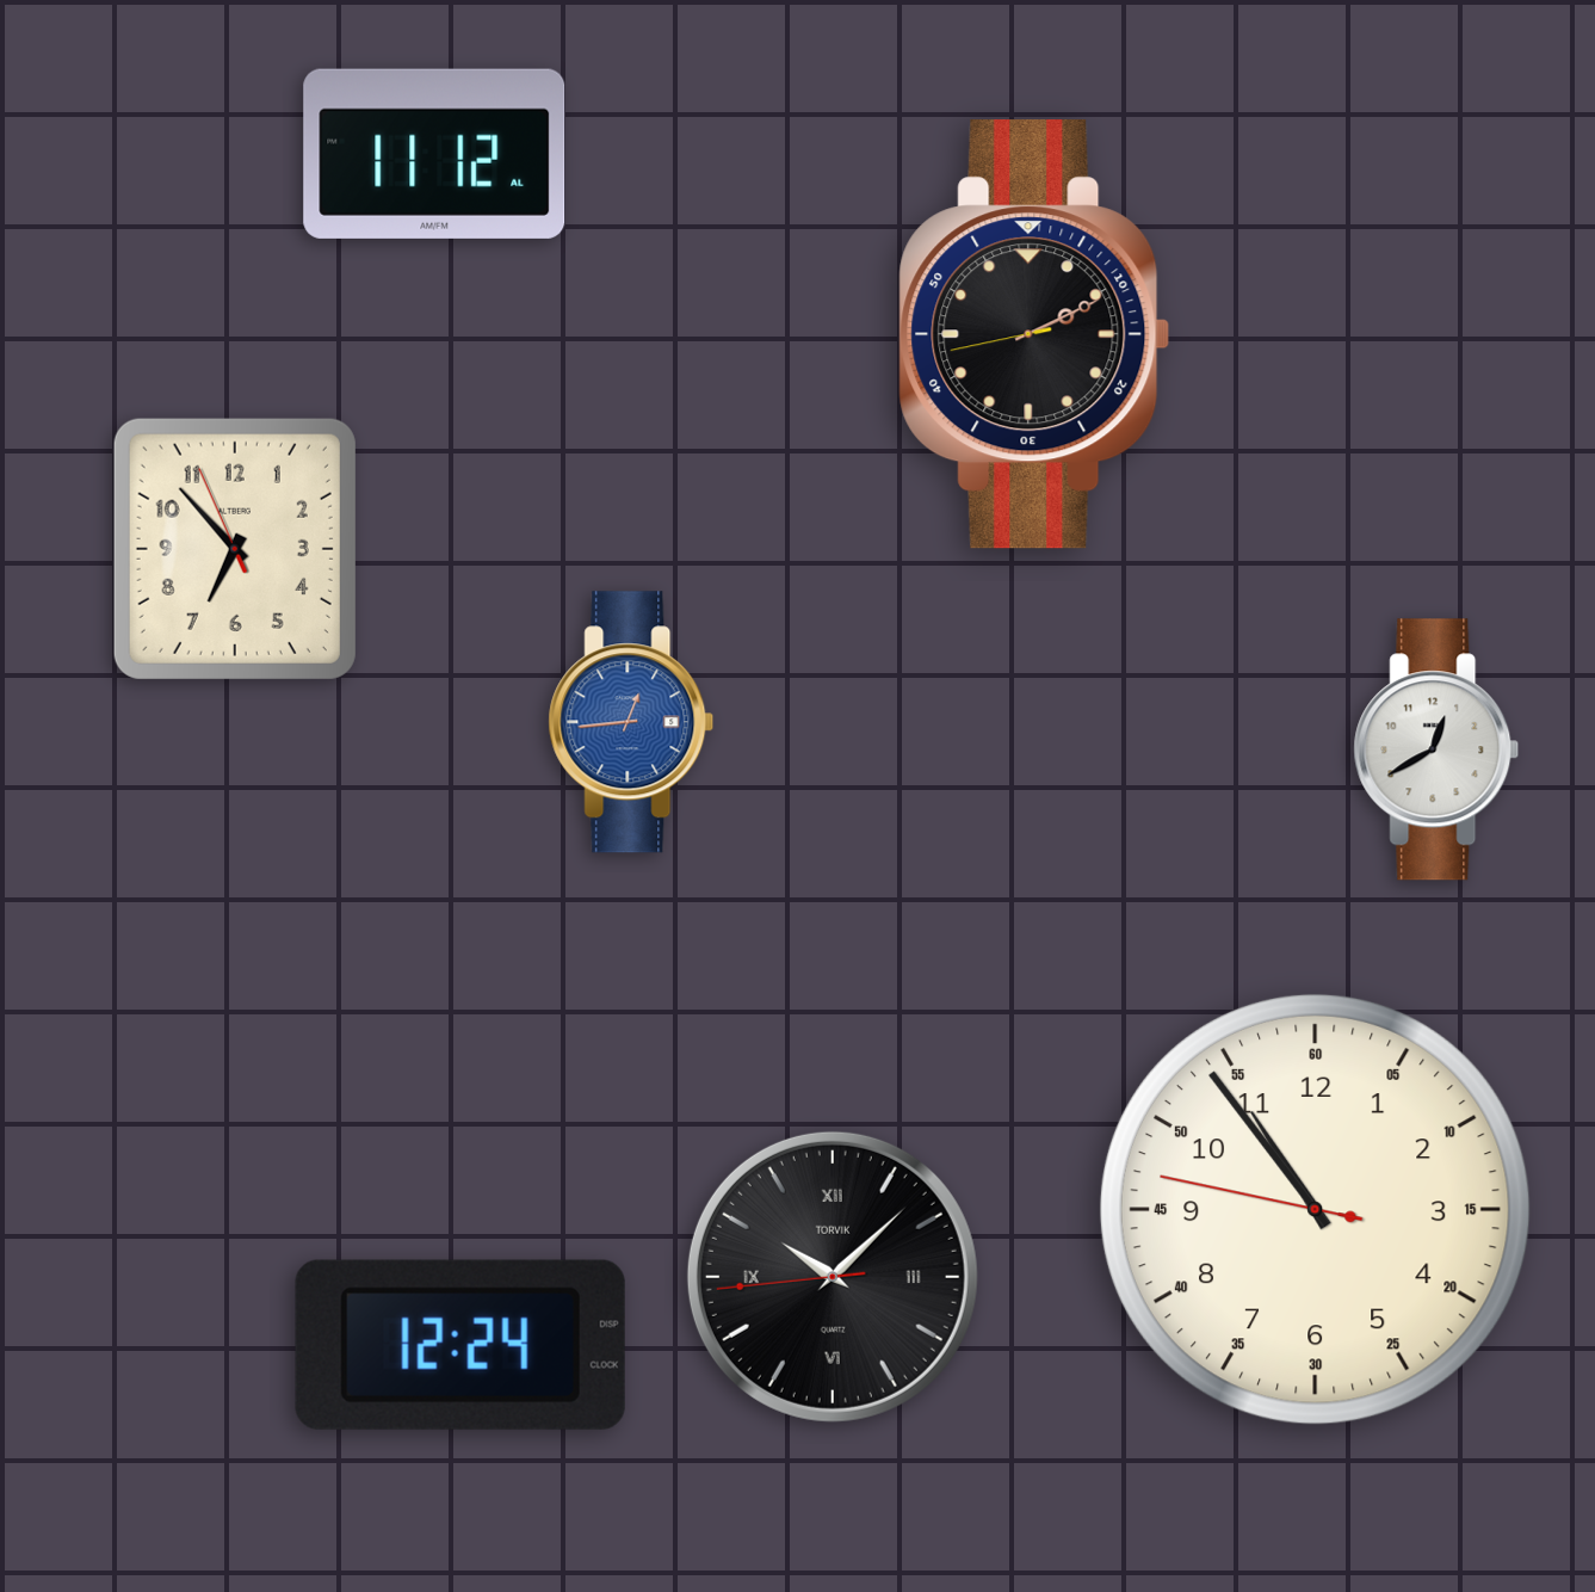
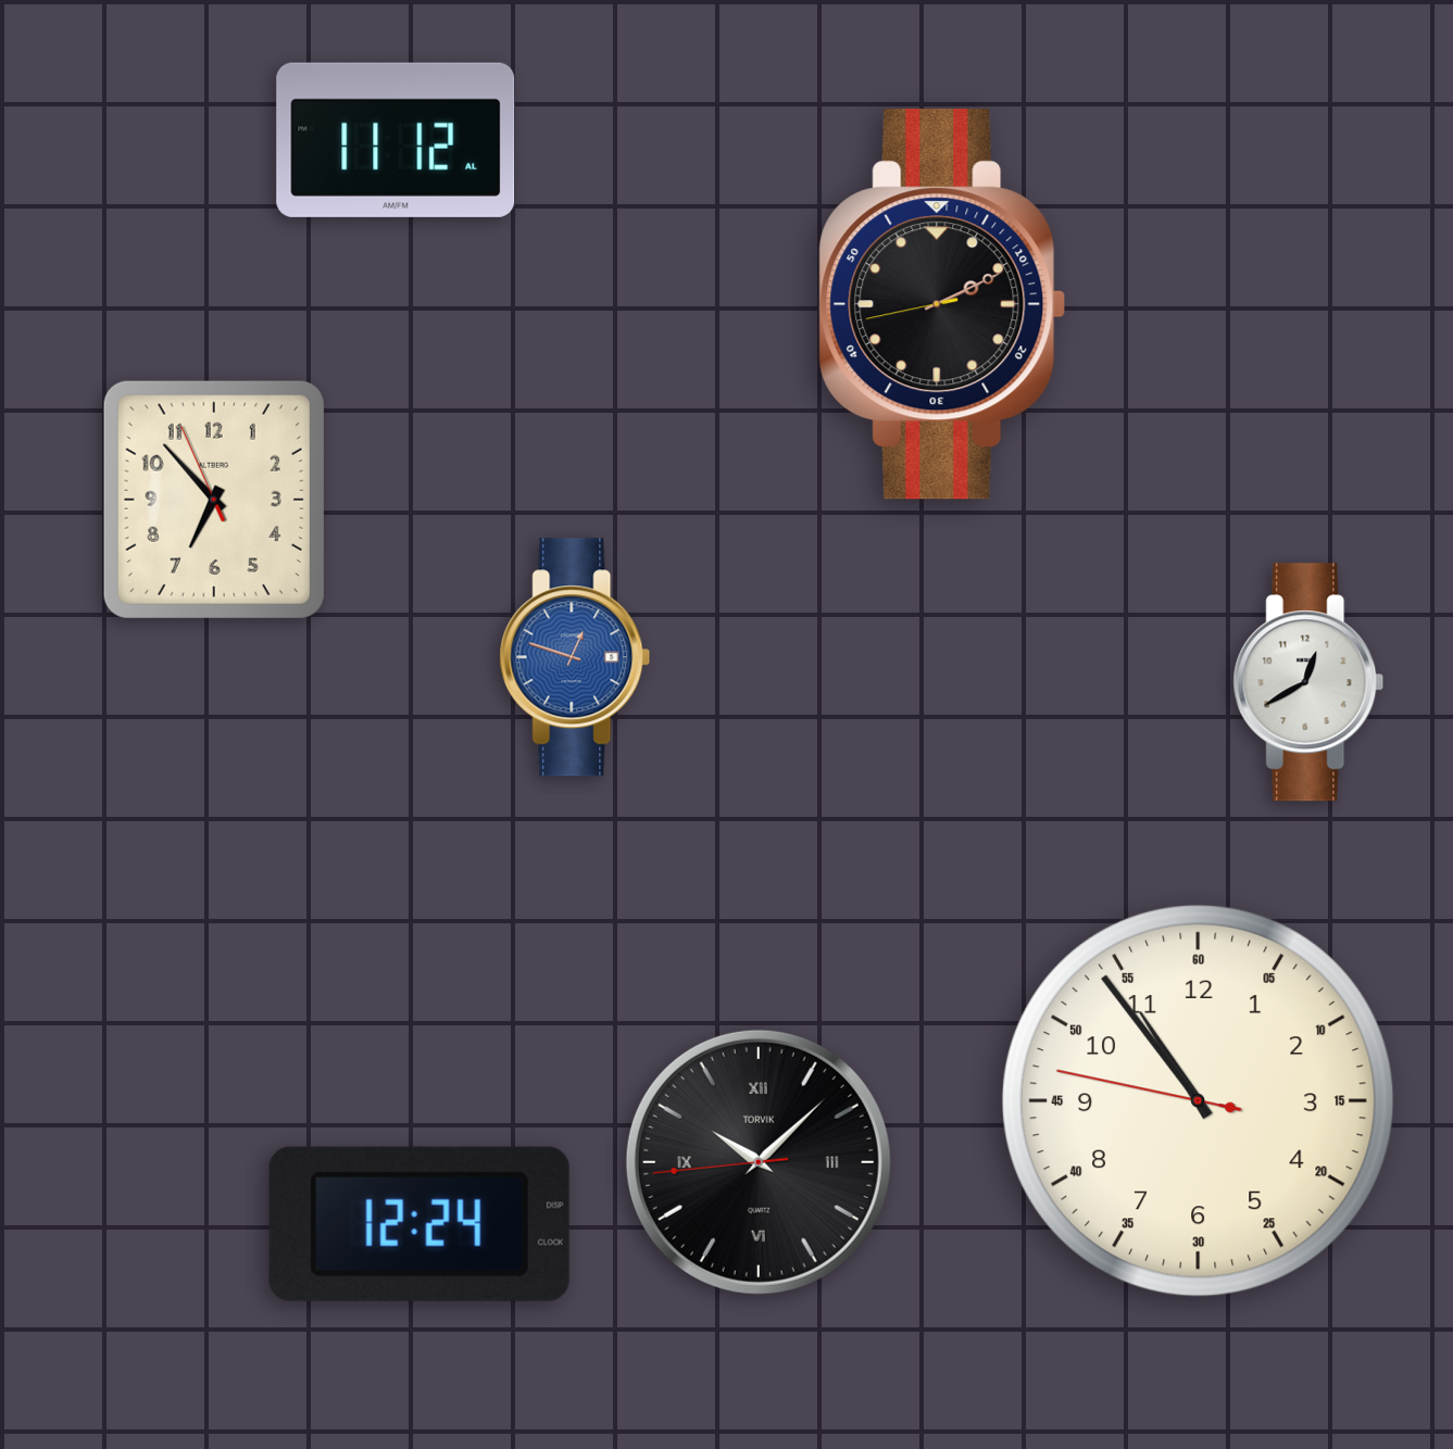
clock at (631, 722): 12:44 -> 12:48
